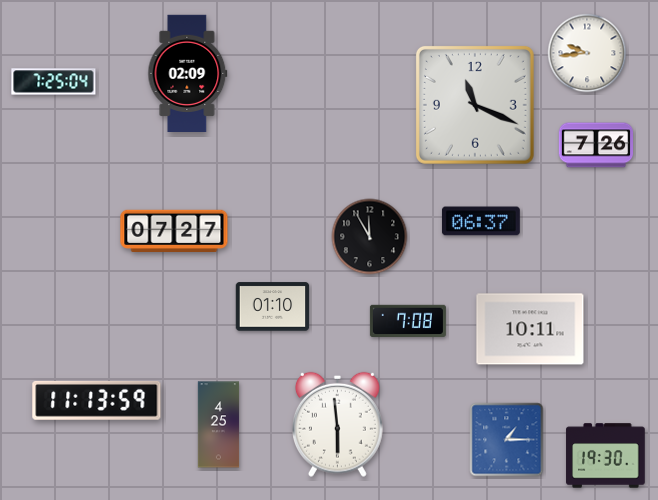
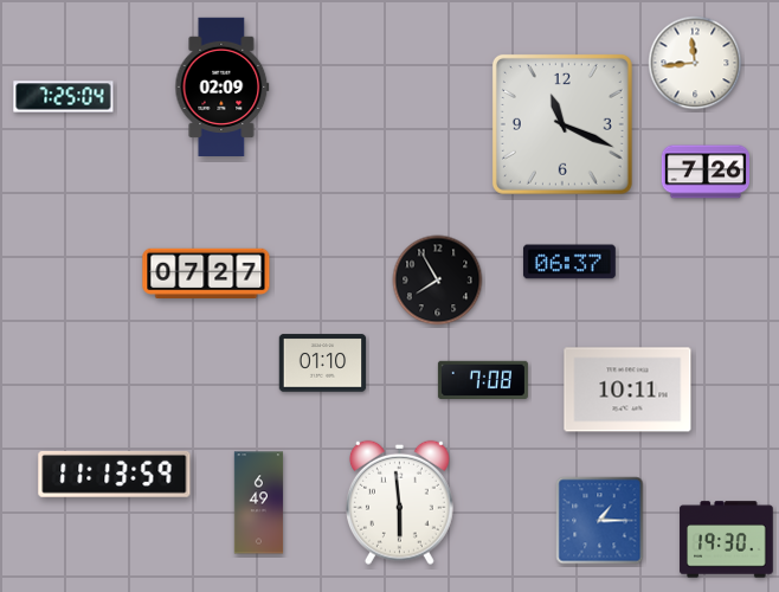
clock at (587, 53): 9:44 -> 11:44
clock at (370, 237): 11:55 -> 7:55
clock at (219, 425): 4:25 -> 6:49
clock at (606, 456) position: (606, 456) -> (727, 540)
